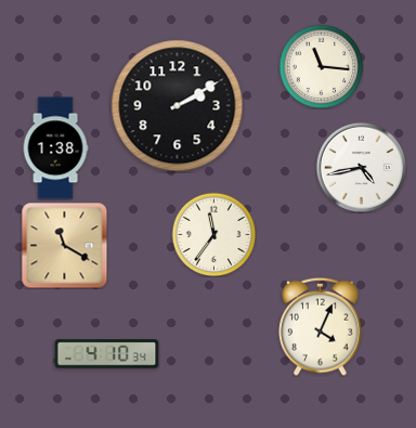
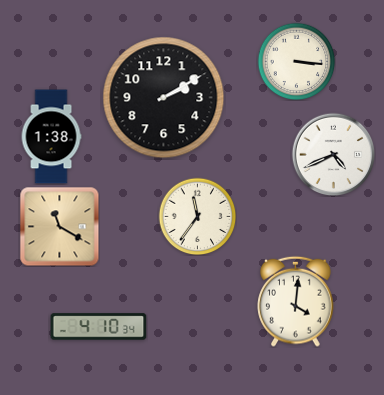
clock at (321, 66): 11:16 -> 3:16
clock at (361, 167): 4:43 -> 4:41
clock at (321, 326): 4:04 -> 4:01
